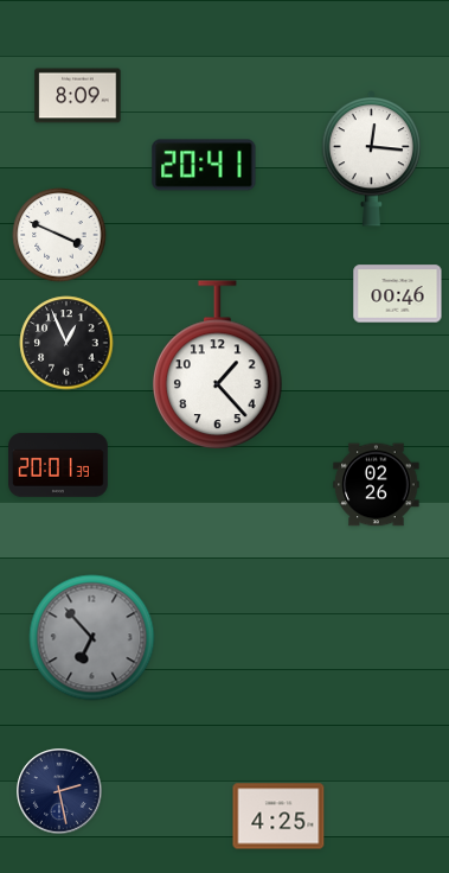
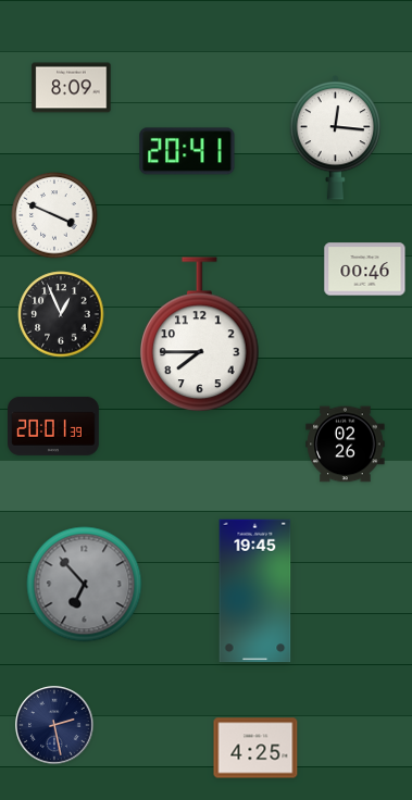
clock at (372, 159) position: (372, 159) -> (336, 138)
clock at (218, 365): 1:23 -> 7:45
clock at (255, 591): none -> 19:45
